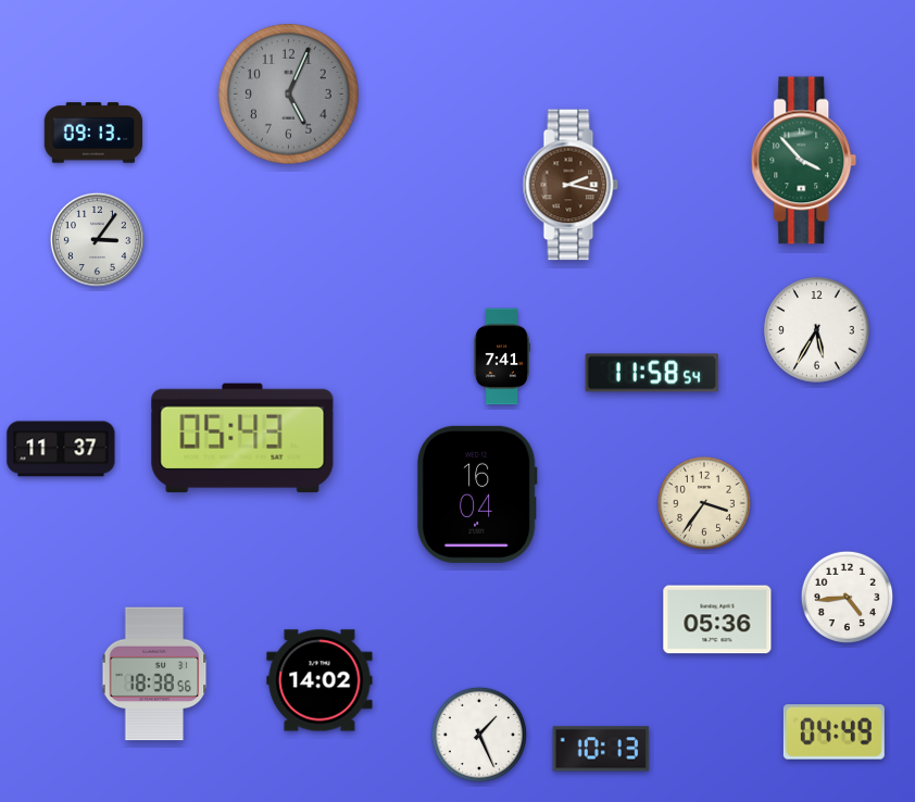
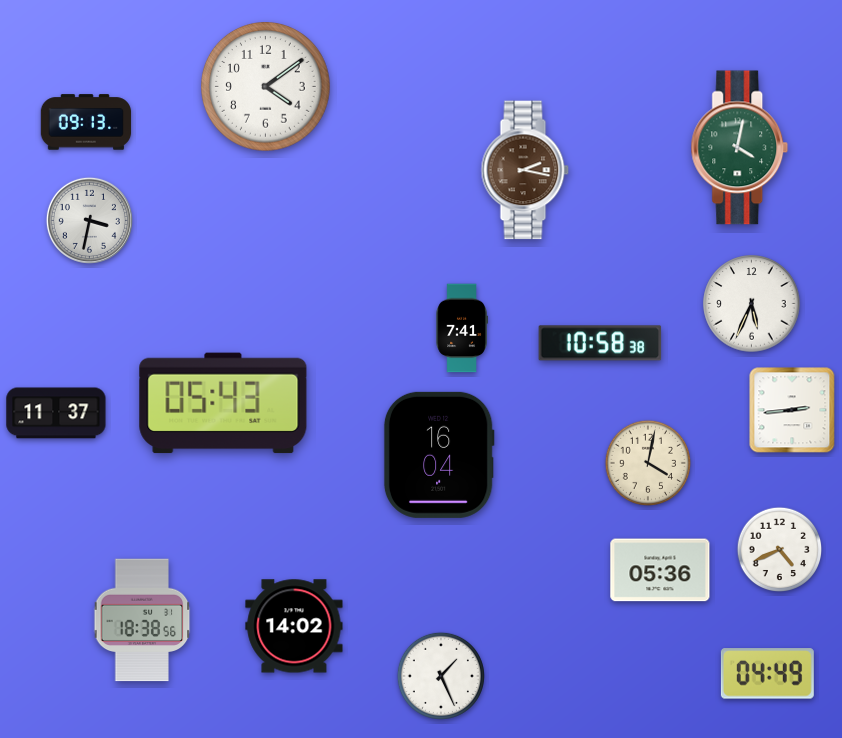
clock at (289, 95): 5:04 -> 4:09
clock at (289, 95) dial: grey -> white
clock at (804, 161): 3:53 -> 4:02
clock at (97, 239): 3:06 -> 3:32
clock at (817, 330): 5:35 -> 5:34
clock at (652, 373): 11:58 -> 10:58
clock at (792, 410): none -> 2:44
clock at (703, 502): 3:36 -> 4:02
clock at (848, 598): 4:44 -> 4:41
clock at (601, 749): 10:13 -> none
